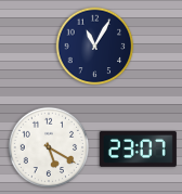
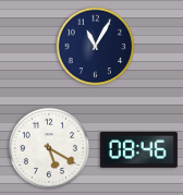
clock at (138, 148): 23:07 -> 08:46
